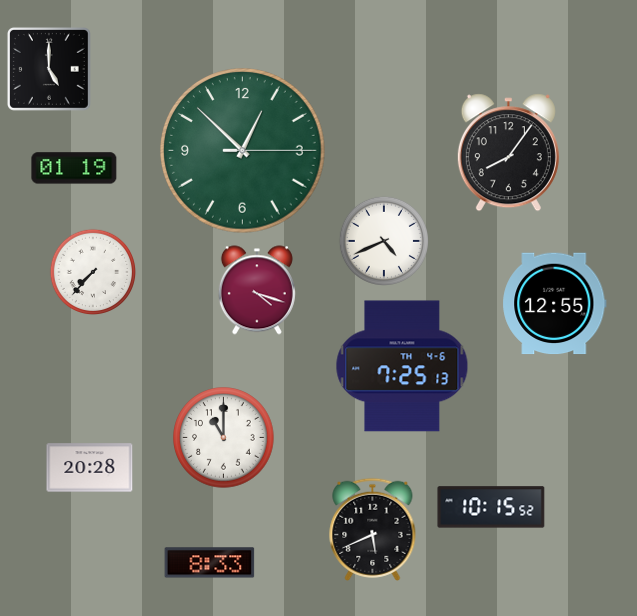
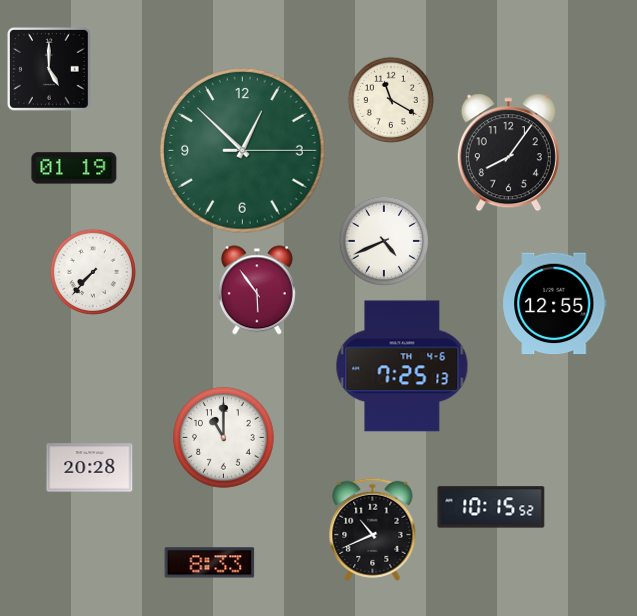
clock at (391, 100): none -> 11:20
clock at (257, 290): 4:18 -> 5:54
clock at (373, 529): 5:41 -> 10:41
